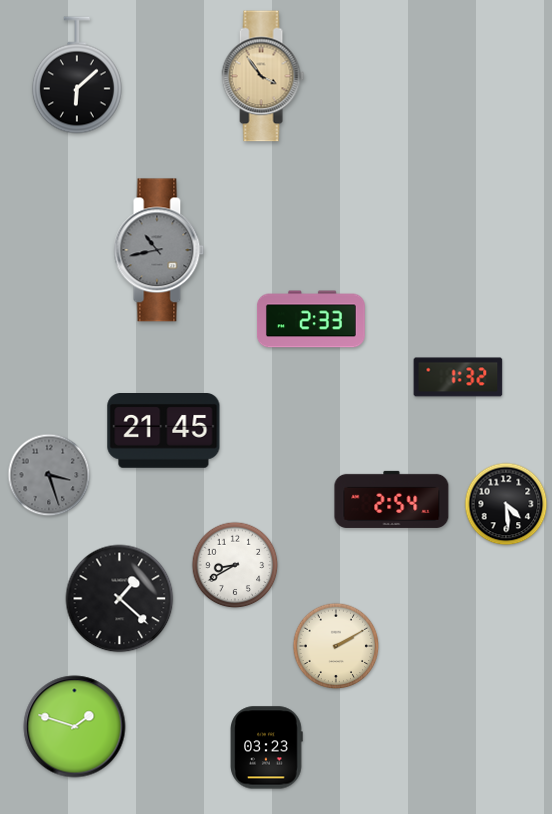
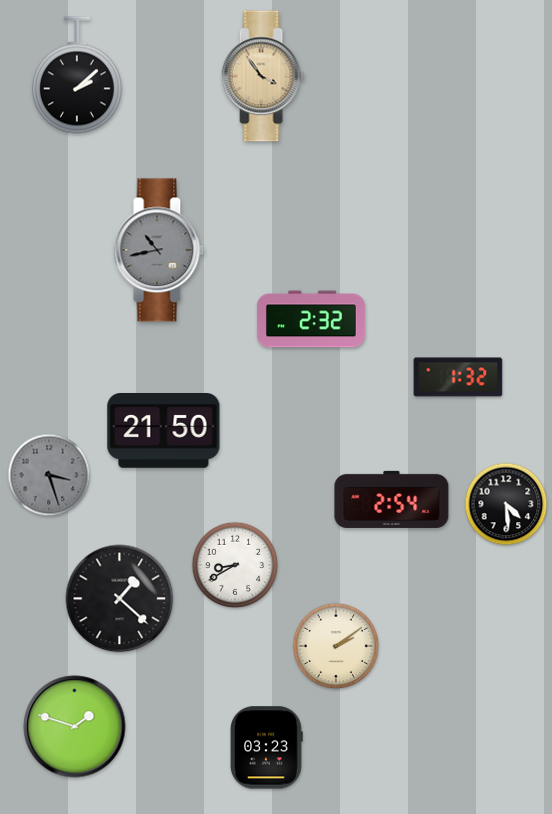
clock at (77, 75): 6:08 -> 2:08
clock at (311, 319): 2:33 -> 2:32
clock at (164, 431): 21:45 -> 21:50
clock at (336, 646): 2:10 -> 2:09
